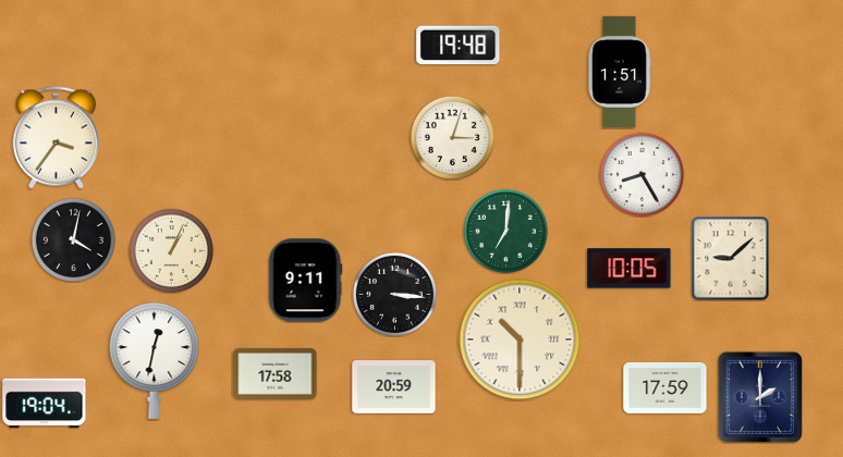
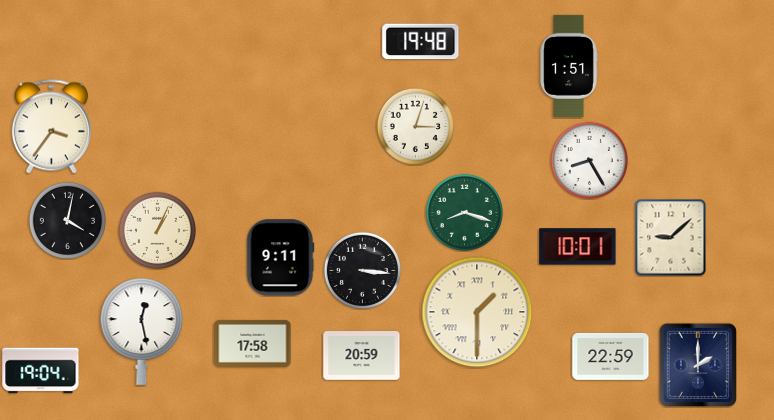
clock at (505, 231): 7:01 -> 8:18
clock at (630, 269): 10:05 -> 10:01
clock at (520, 339): 10:30 -> 1:30
clock at (155, 360): 12:32 -> 12:28
clock at (665, 387): 17:59 -> 22:59
